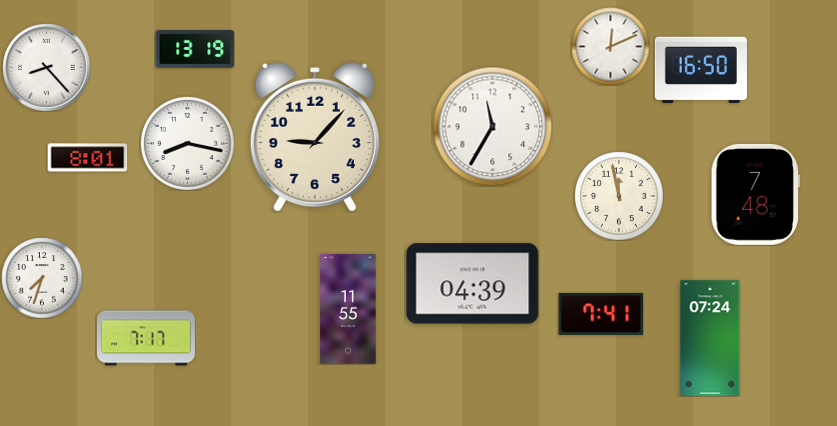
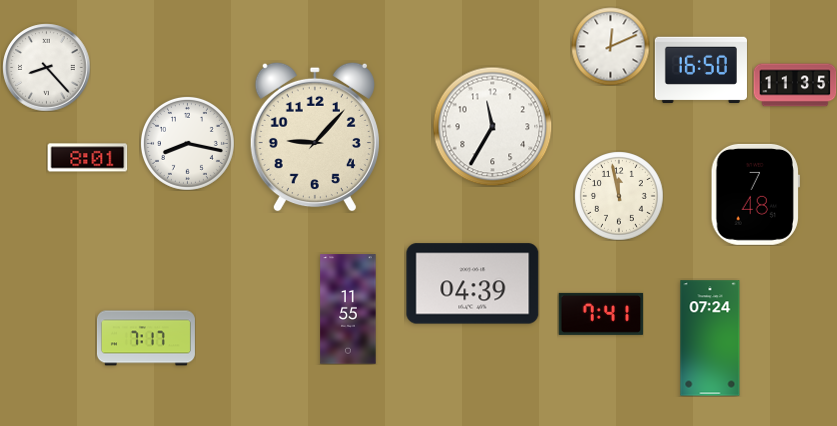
clock at (195, 50): 13:19 -> none
clock at (795, 85): none -> 11:35
clock at (42, 278): 7:33 -> none
